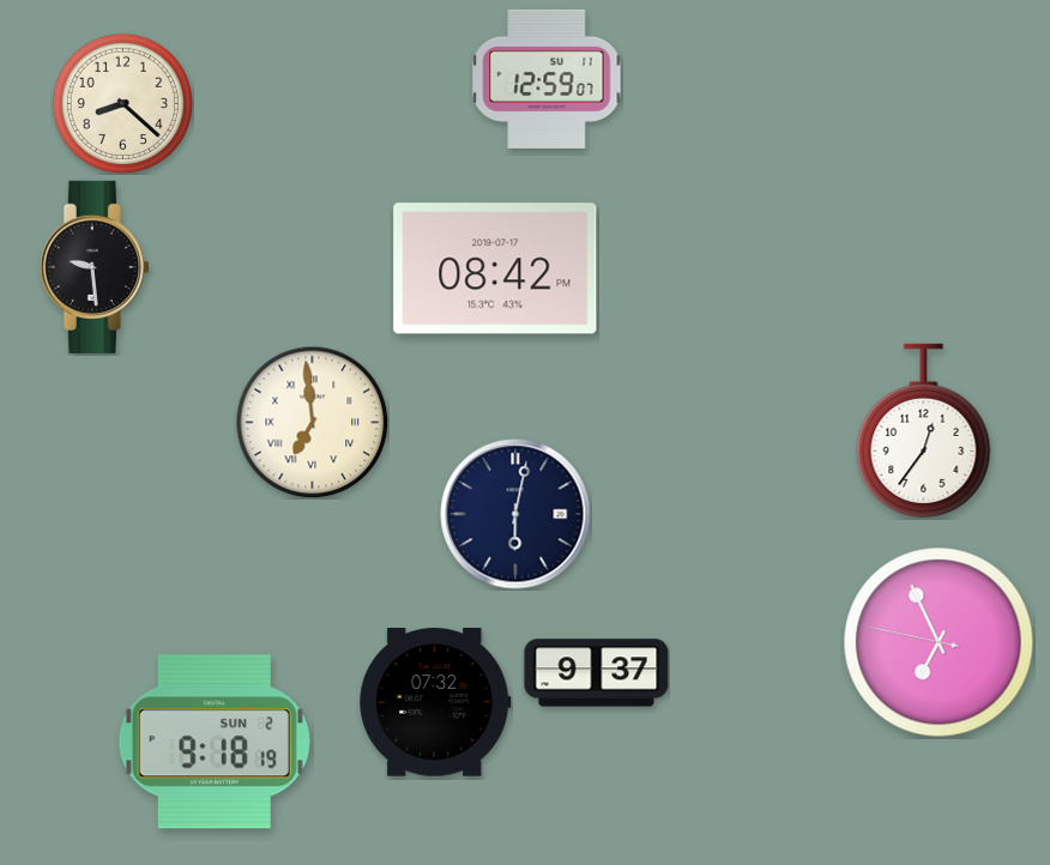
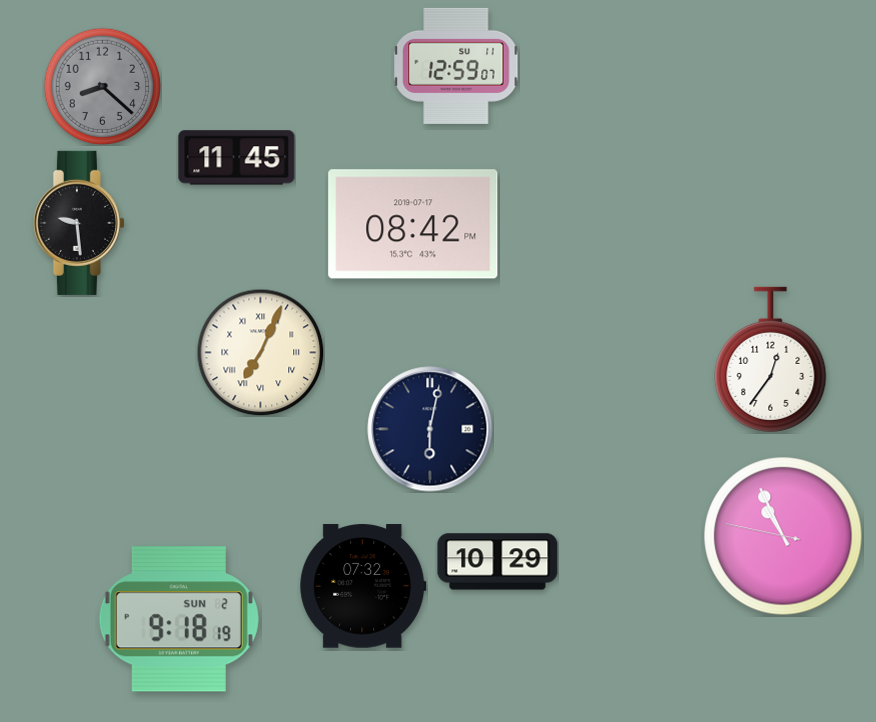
clock at (122, 103) dial: cream -> grey
clock at (237, 158): none -> 11:45
clock at (312, 422): 6:59 -> 7:04
clock at (939, 642): 6:55 -> 10:55
clock at (597, 673): 9:37 -> 10:29
